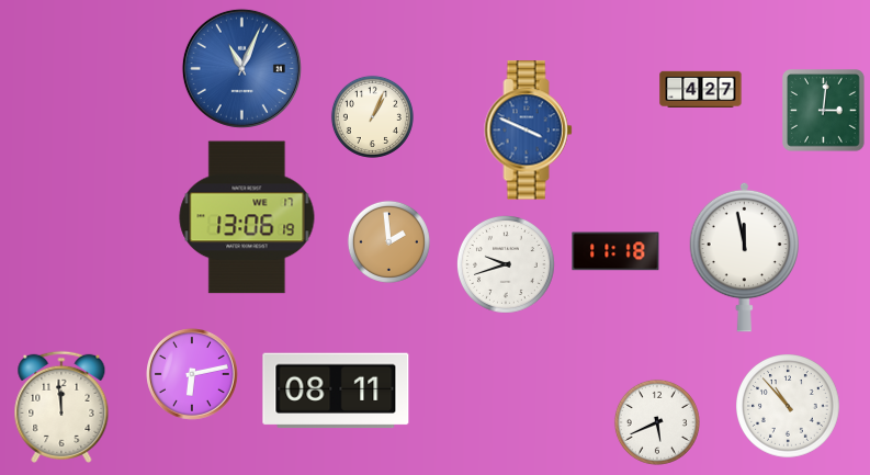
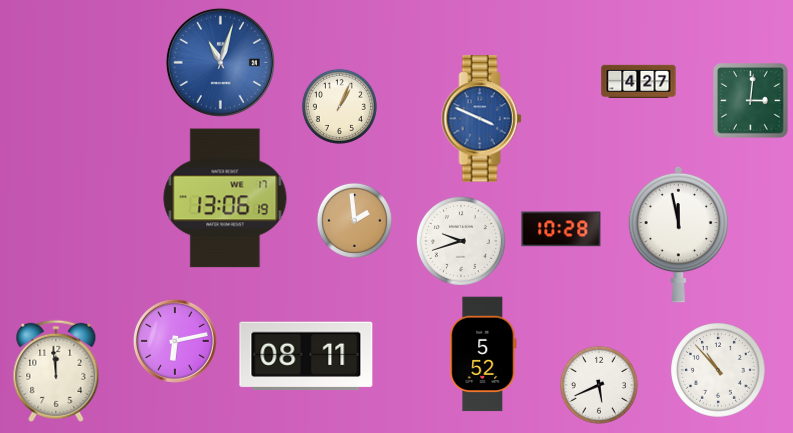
clock at (241, 68): 11:04 -> 11:03
clock at (615, 251): 11:18 -> 10:28
clock at (483, 354): none -> 5:52
